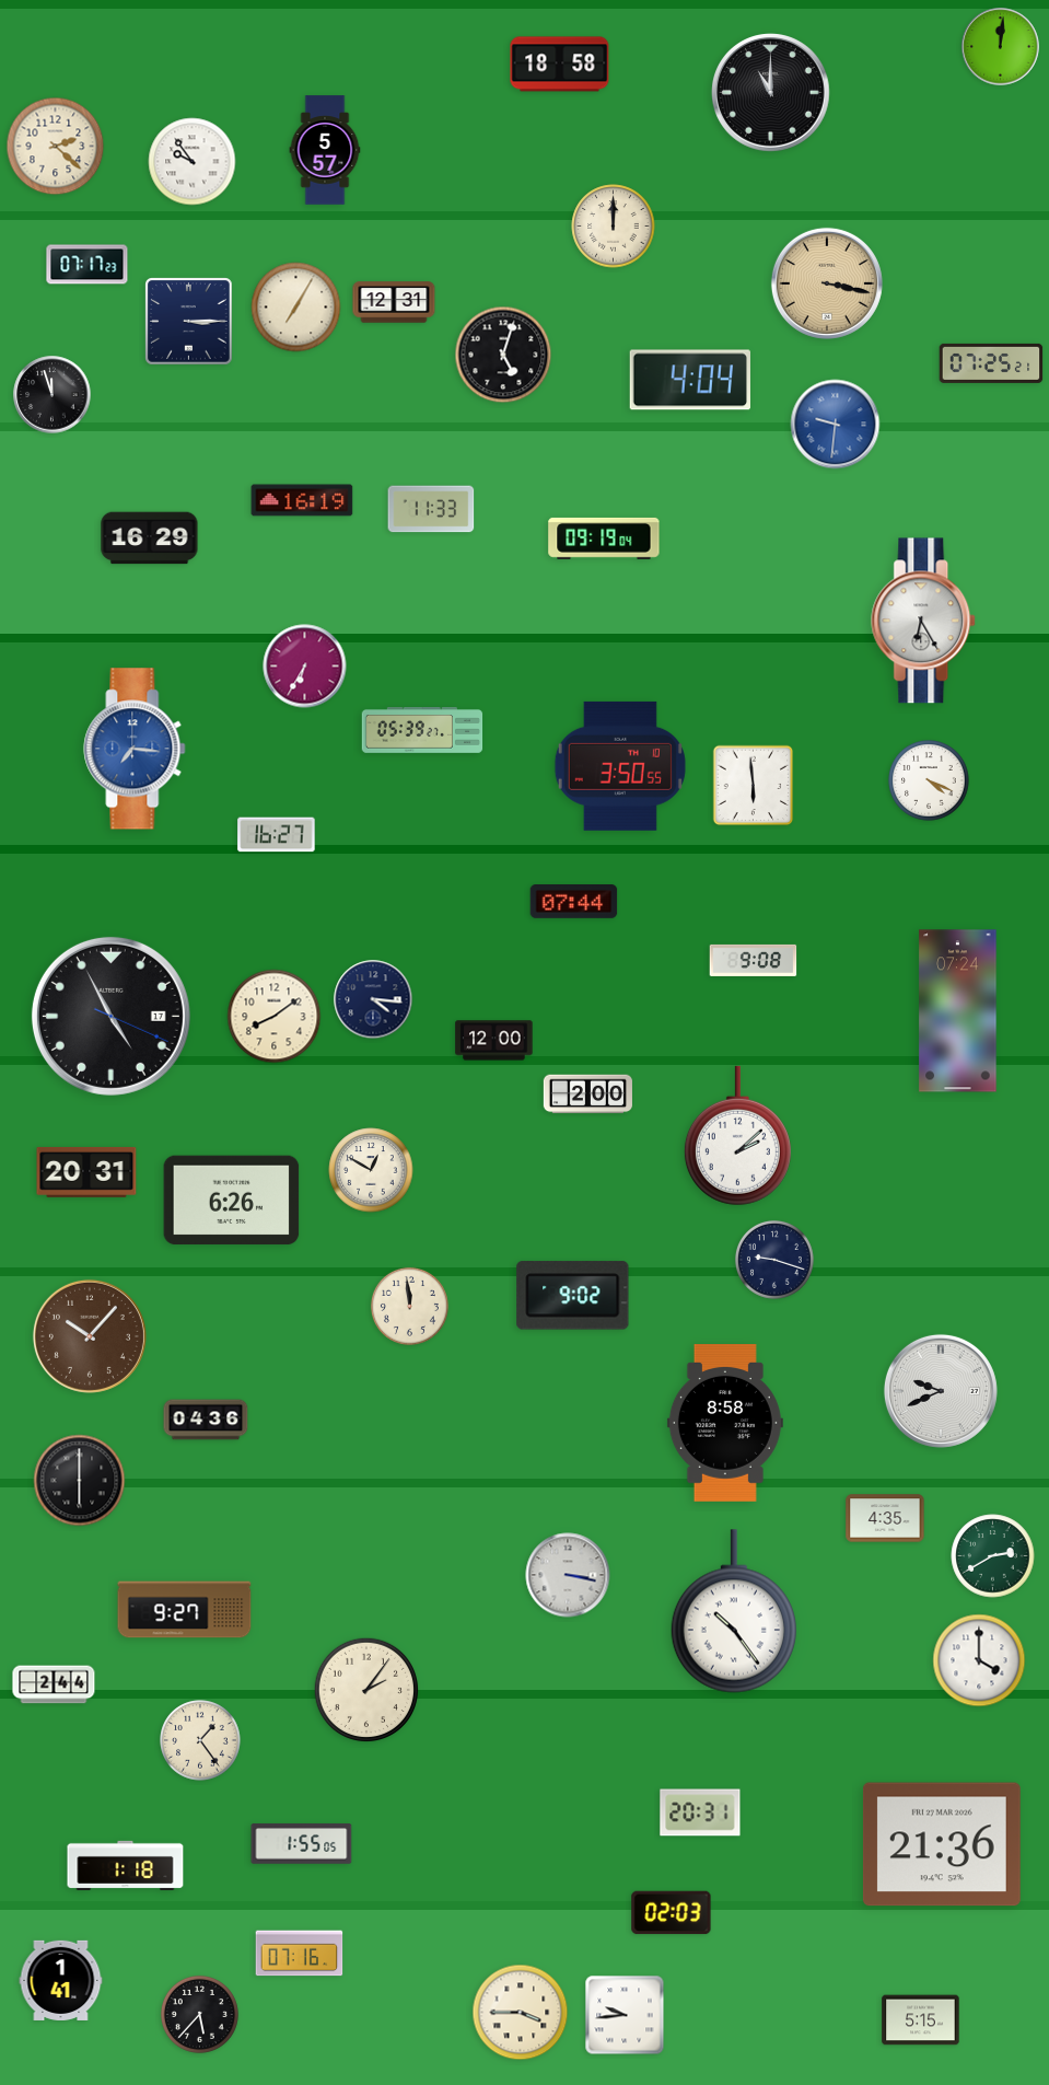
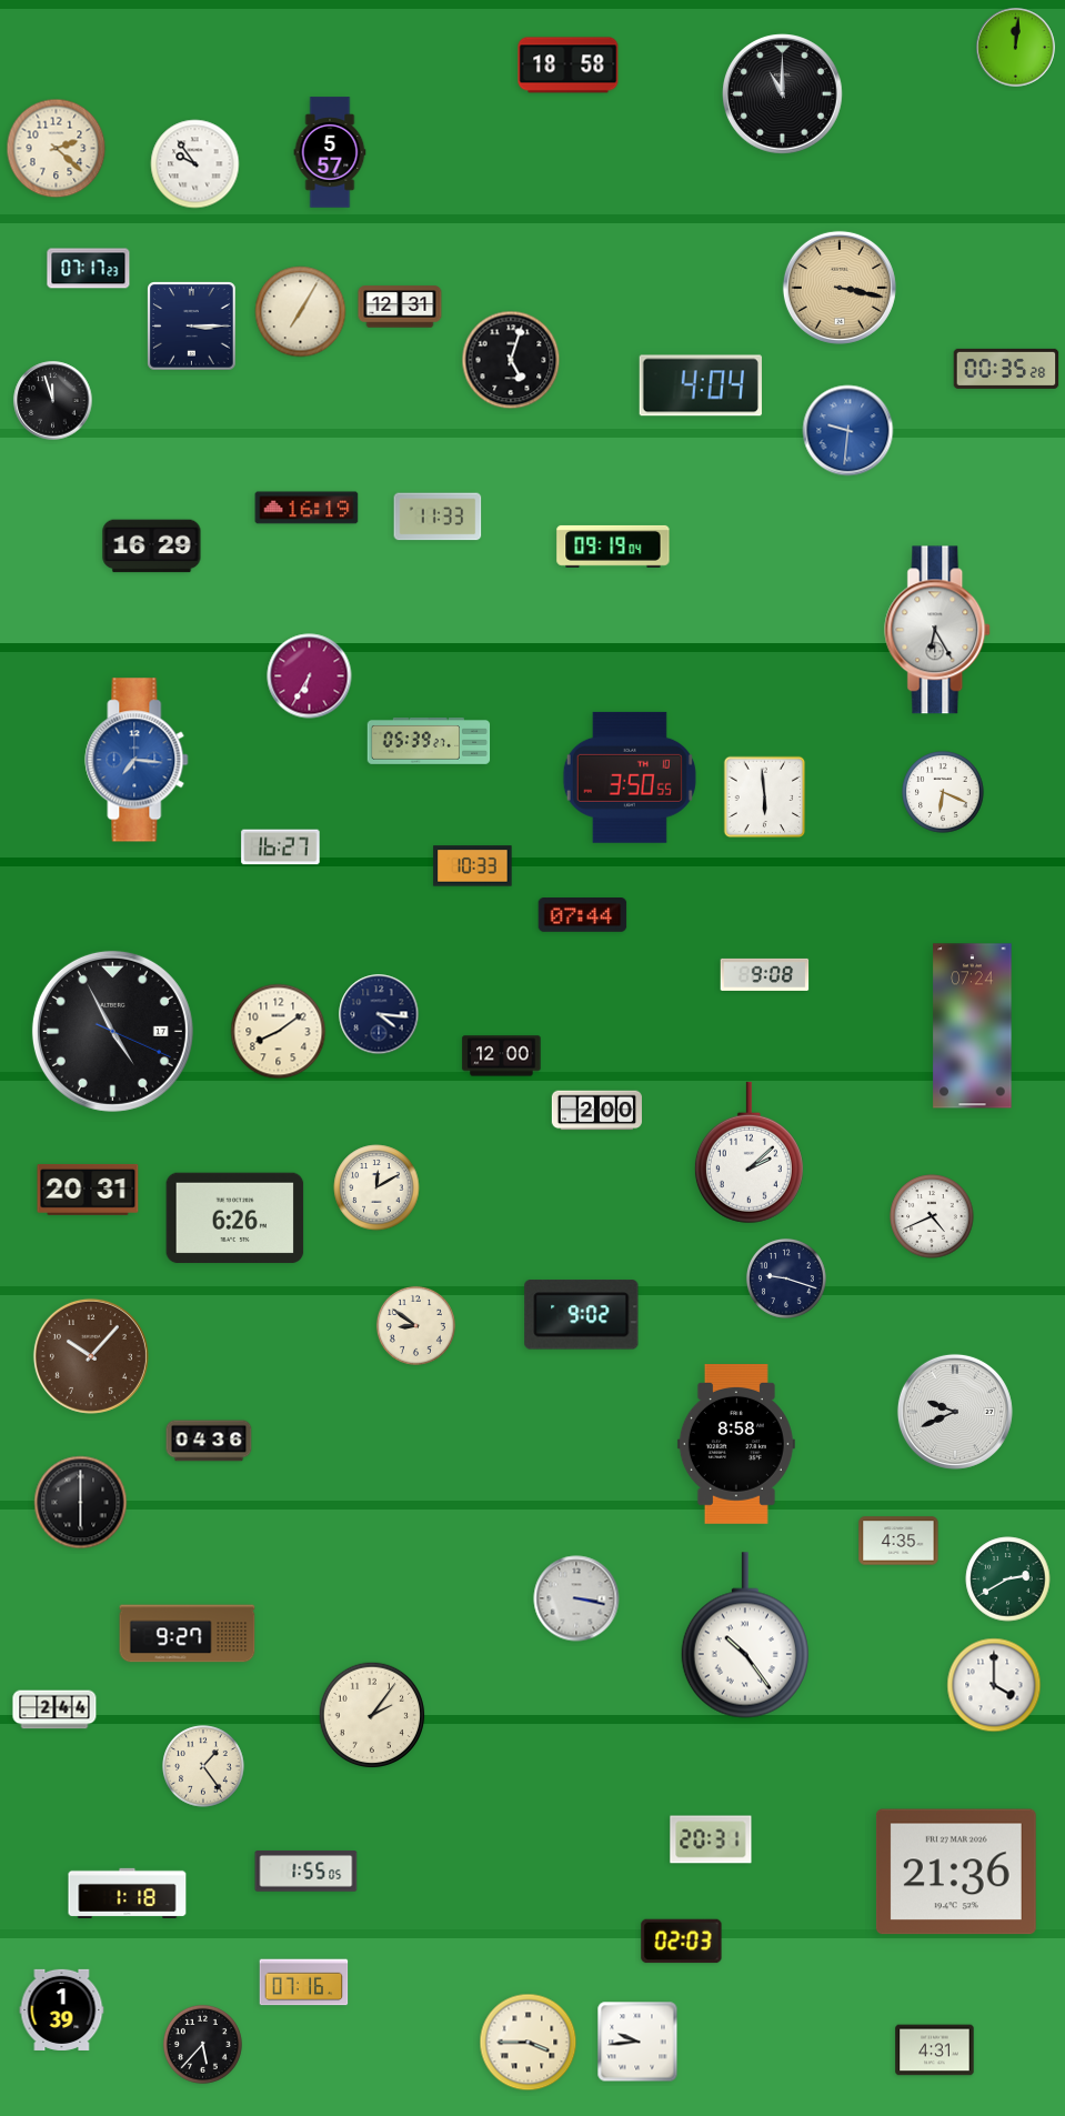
clock at (614, 227): 12:00 -> none
clock at (991, 363): 07:25 -> 00:35
clock at (929, 780): 4:19 -> 6:19
clock at (473, 866): none -> 10:33
clock at (371, 1170): 12:50 -> 12:10
clock at (932, 1216): none -> 4:41
clock at (409, 1306): 11:59 -> 8:51
clock at (61, 1980): 1:41 -> 1:39
clock at (625, 2015) position: (625, 2015) -> (637, 2042)
clock at (921, 2020): 5:15 -> 4:31
